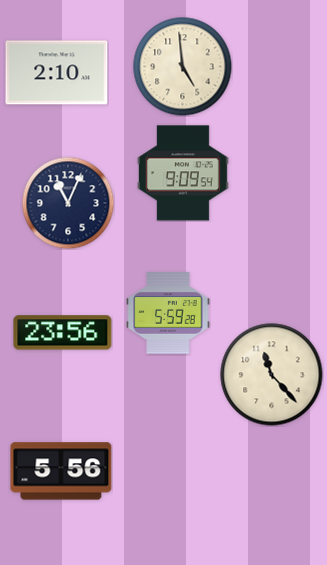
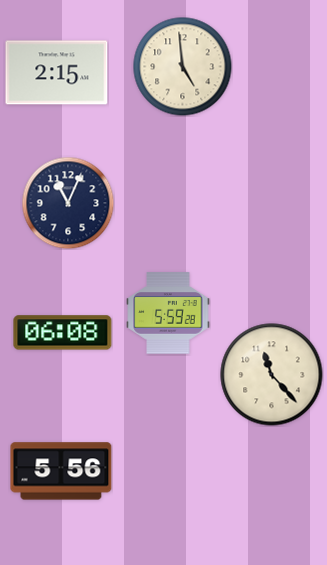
clock at (57, 73): 2:10 -> 2:15
clock at (183, 173): 9:09 -> none
clock at (63, 333): 23:56 -> 06:08
